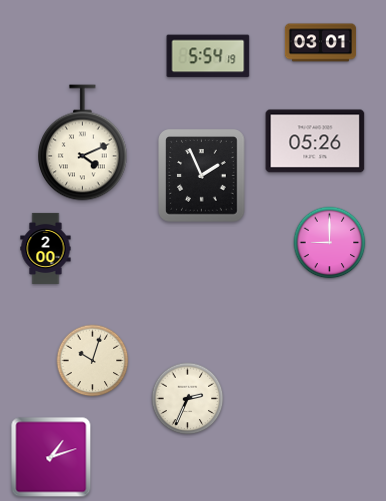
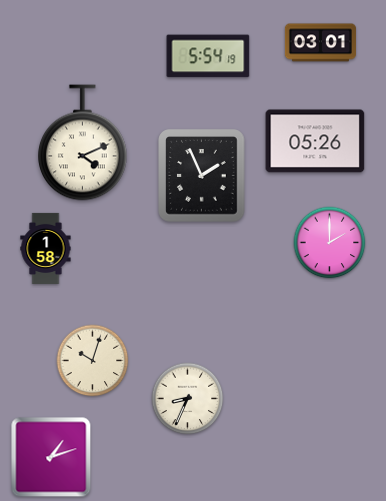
clock at (330, 243): 9:00 -> 2:00
clock at (46, 248): 2:00 -> 1:58
clock at (188, 399): 2:34 -> 8:34
